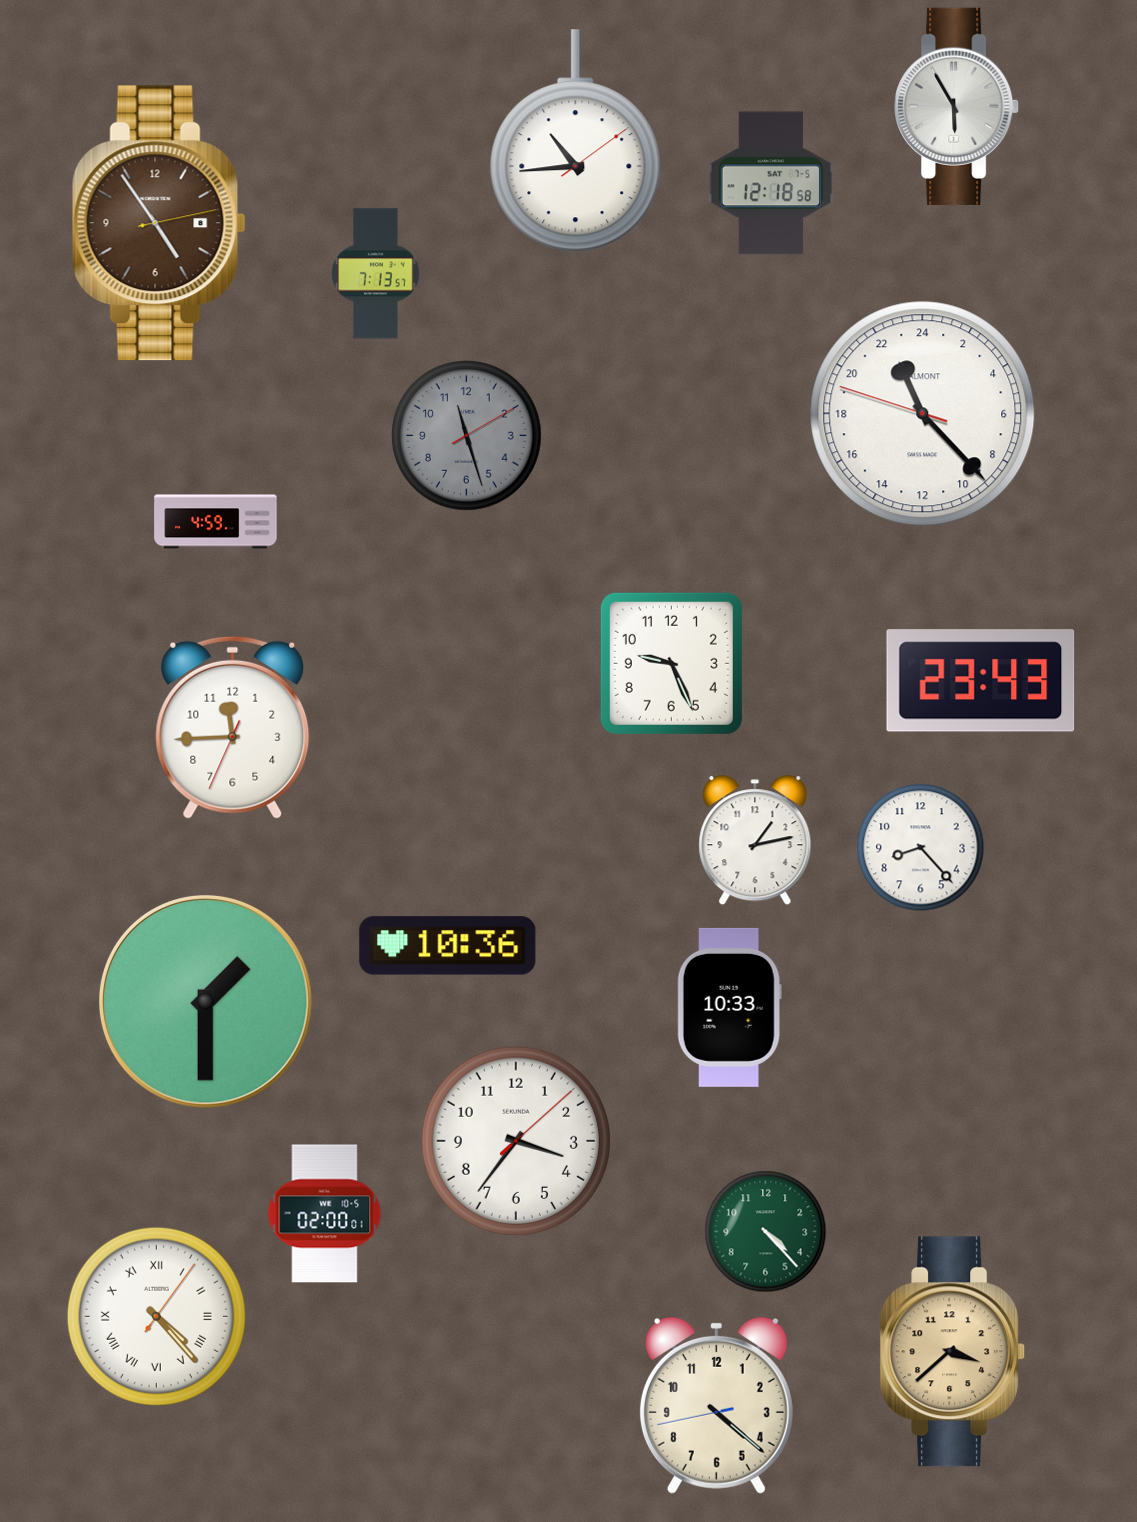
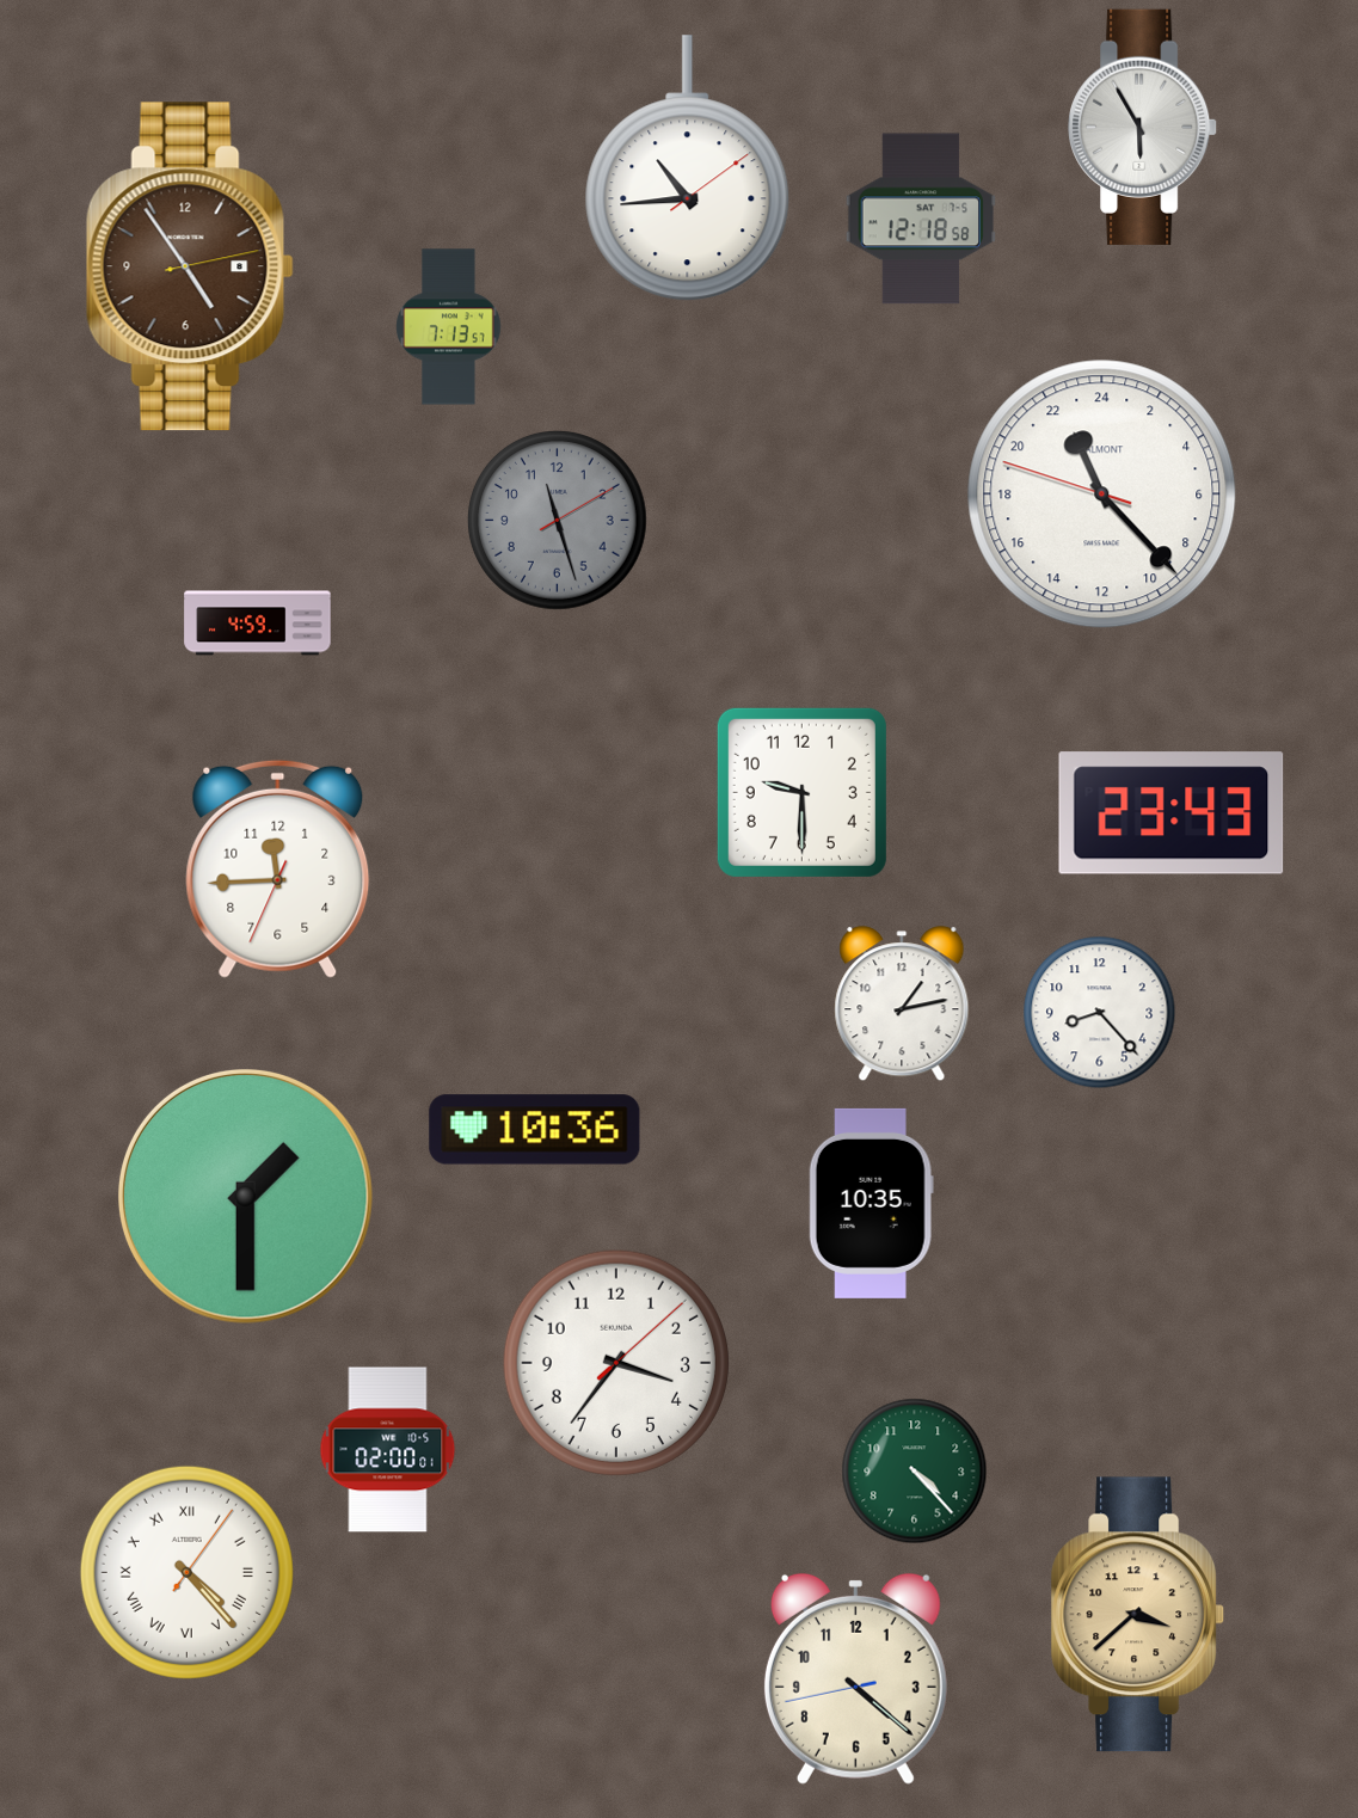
clock at (671, 663): 9:26 -> 9:30
clock at (729, 1007): 10:33 -> 10:35
